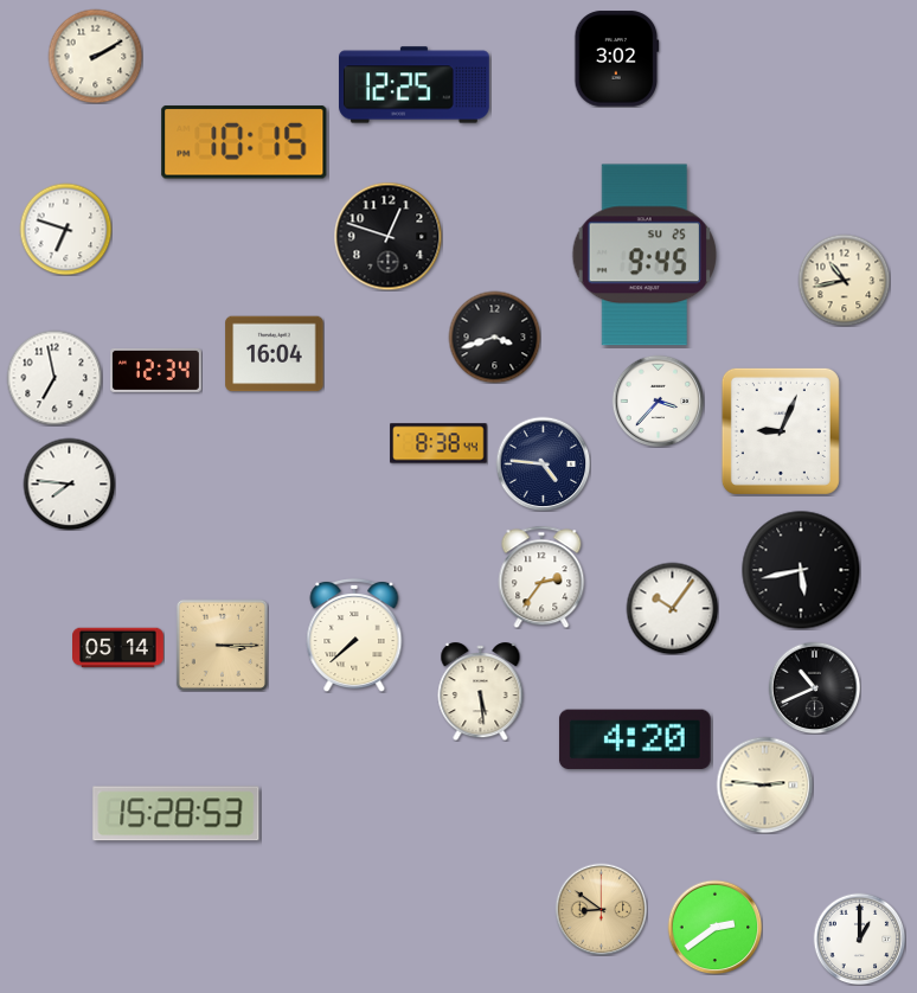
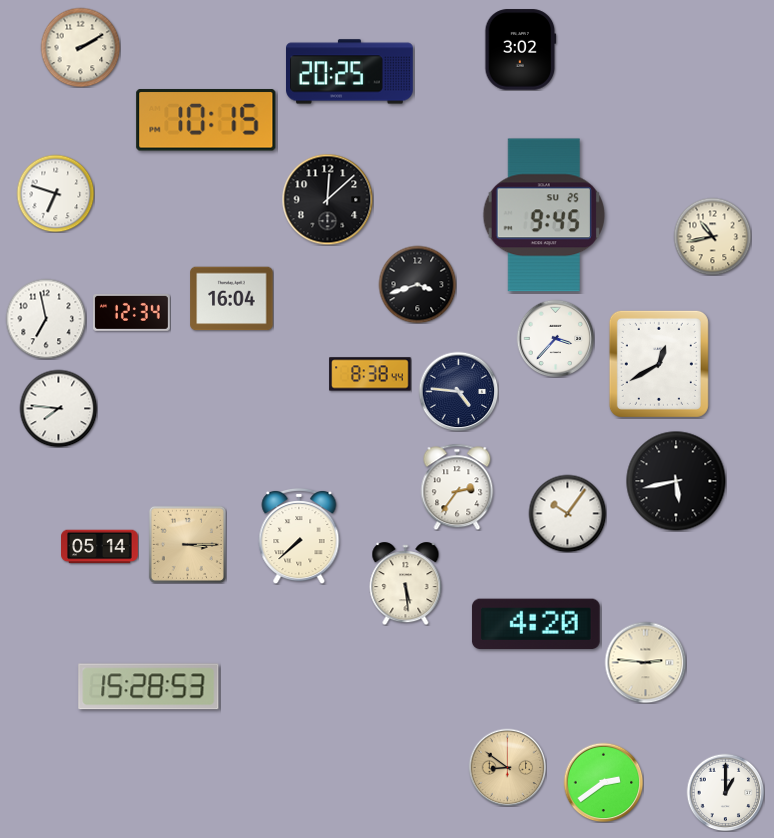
clock at (415, 85): 12:25 -> 20:25
clock at (387, 236): 12:48 -> 12:08
clock at (781, 431): 9:04 -> 12:40
clock at (814, 687): 10:41 -> none
